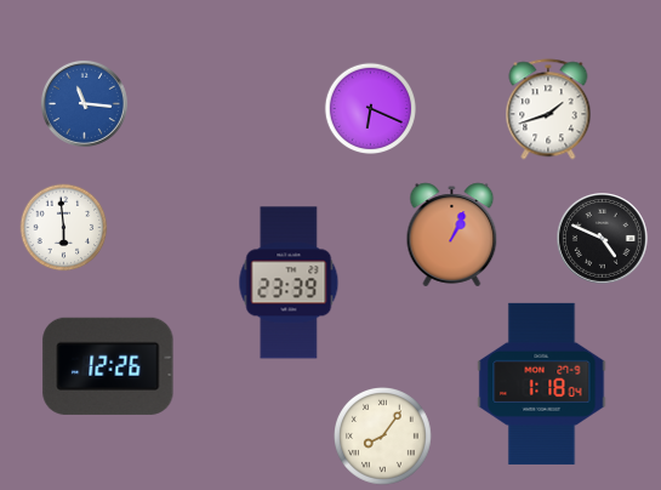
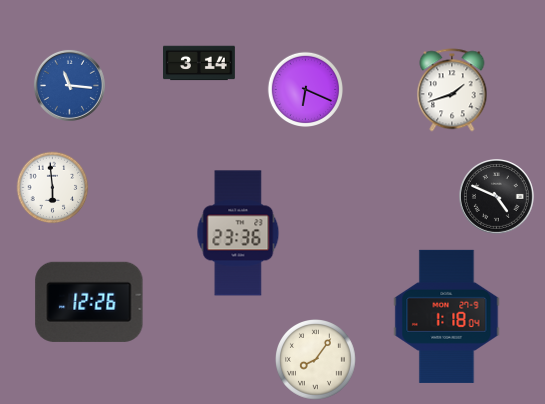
clock at (200, 63): none -> 3:14
clock at (452, 235): 1:04 -> none
clock at (289, 283): 23:39 -> 23:36
